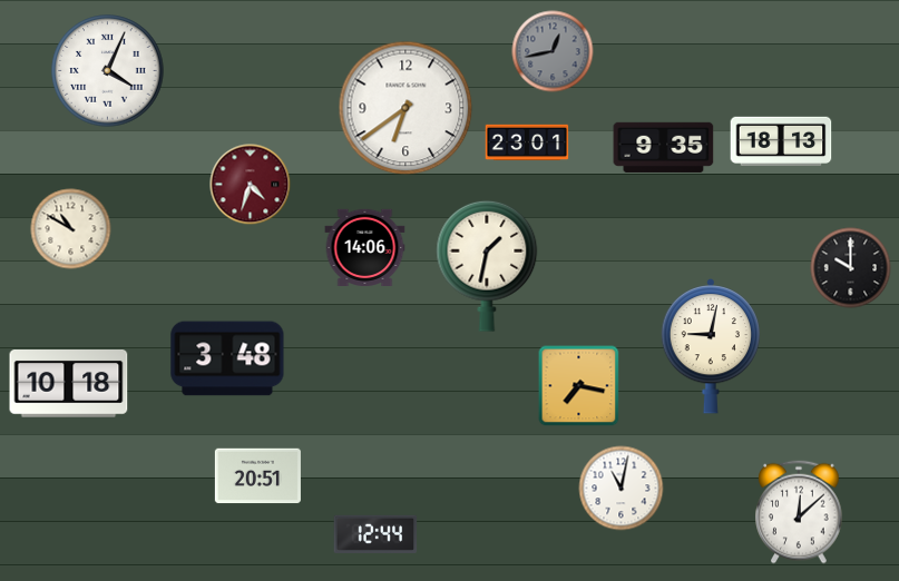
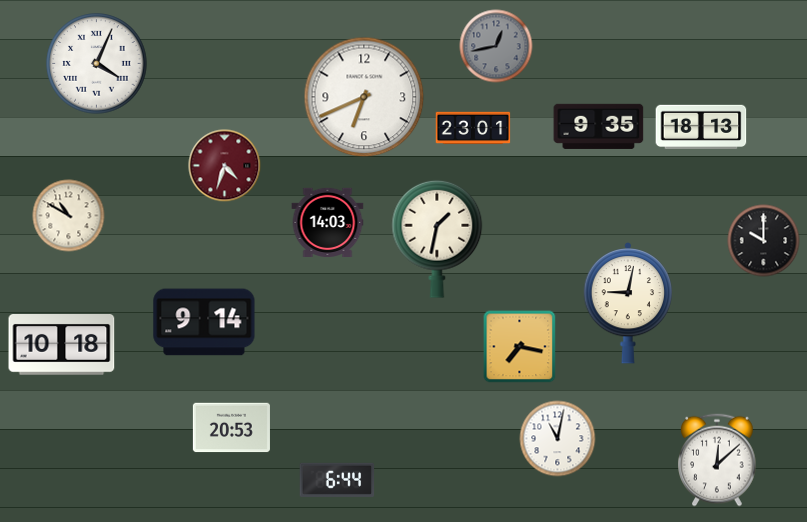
clock at (405, 108): 6:39 -> 6:41
clock at (664, 147) position: (664, 147) -> (599, 126)
clock at (71, 229) position: (71, 229) -> (69, 216)
clock at (365, 247): 14:06 -> 14:03
clock at (711, 346) position: (711, 346) -> (628, 303)
clock at (227, 358): 3:48 -> 9:14
clock at (257, 476): 20:51 -> 20:53
clock at (375, 534): 12:44 -> 6:44
